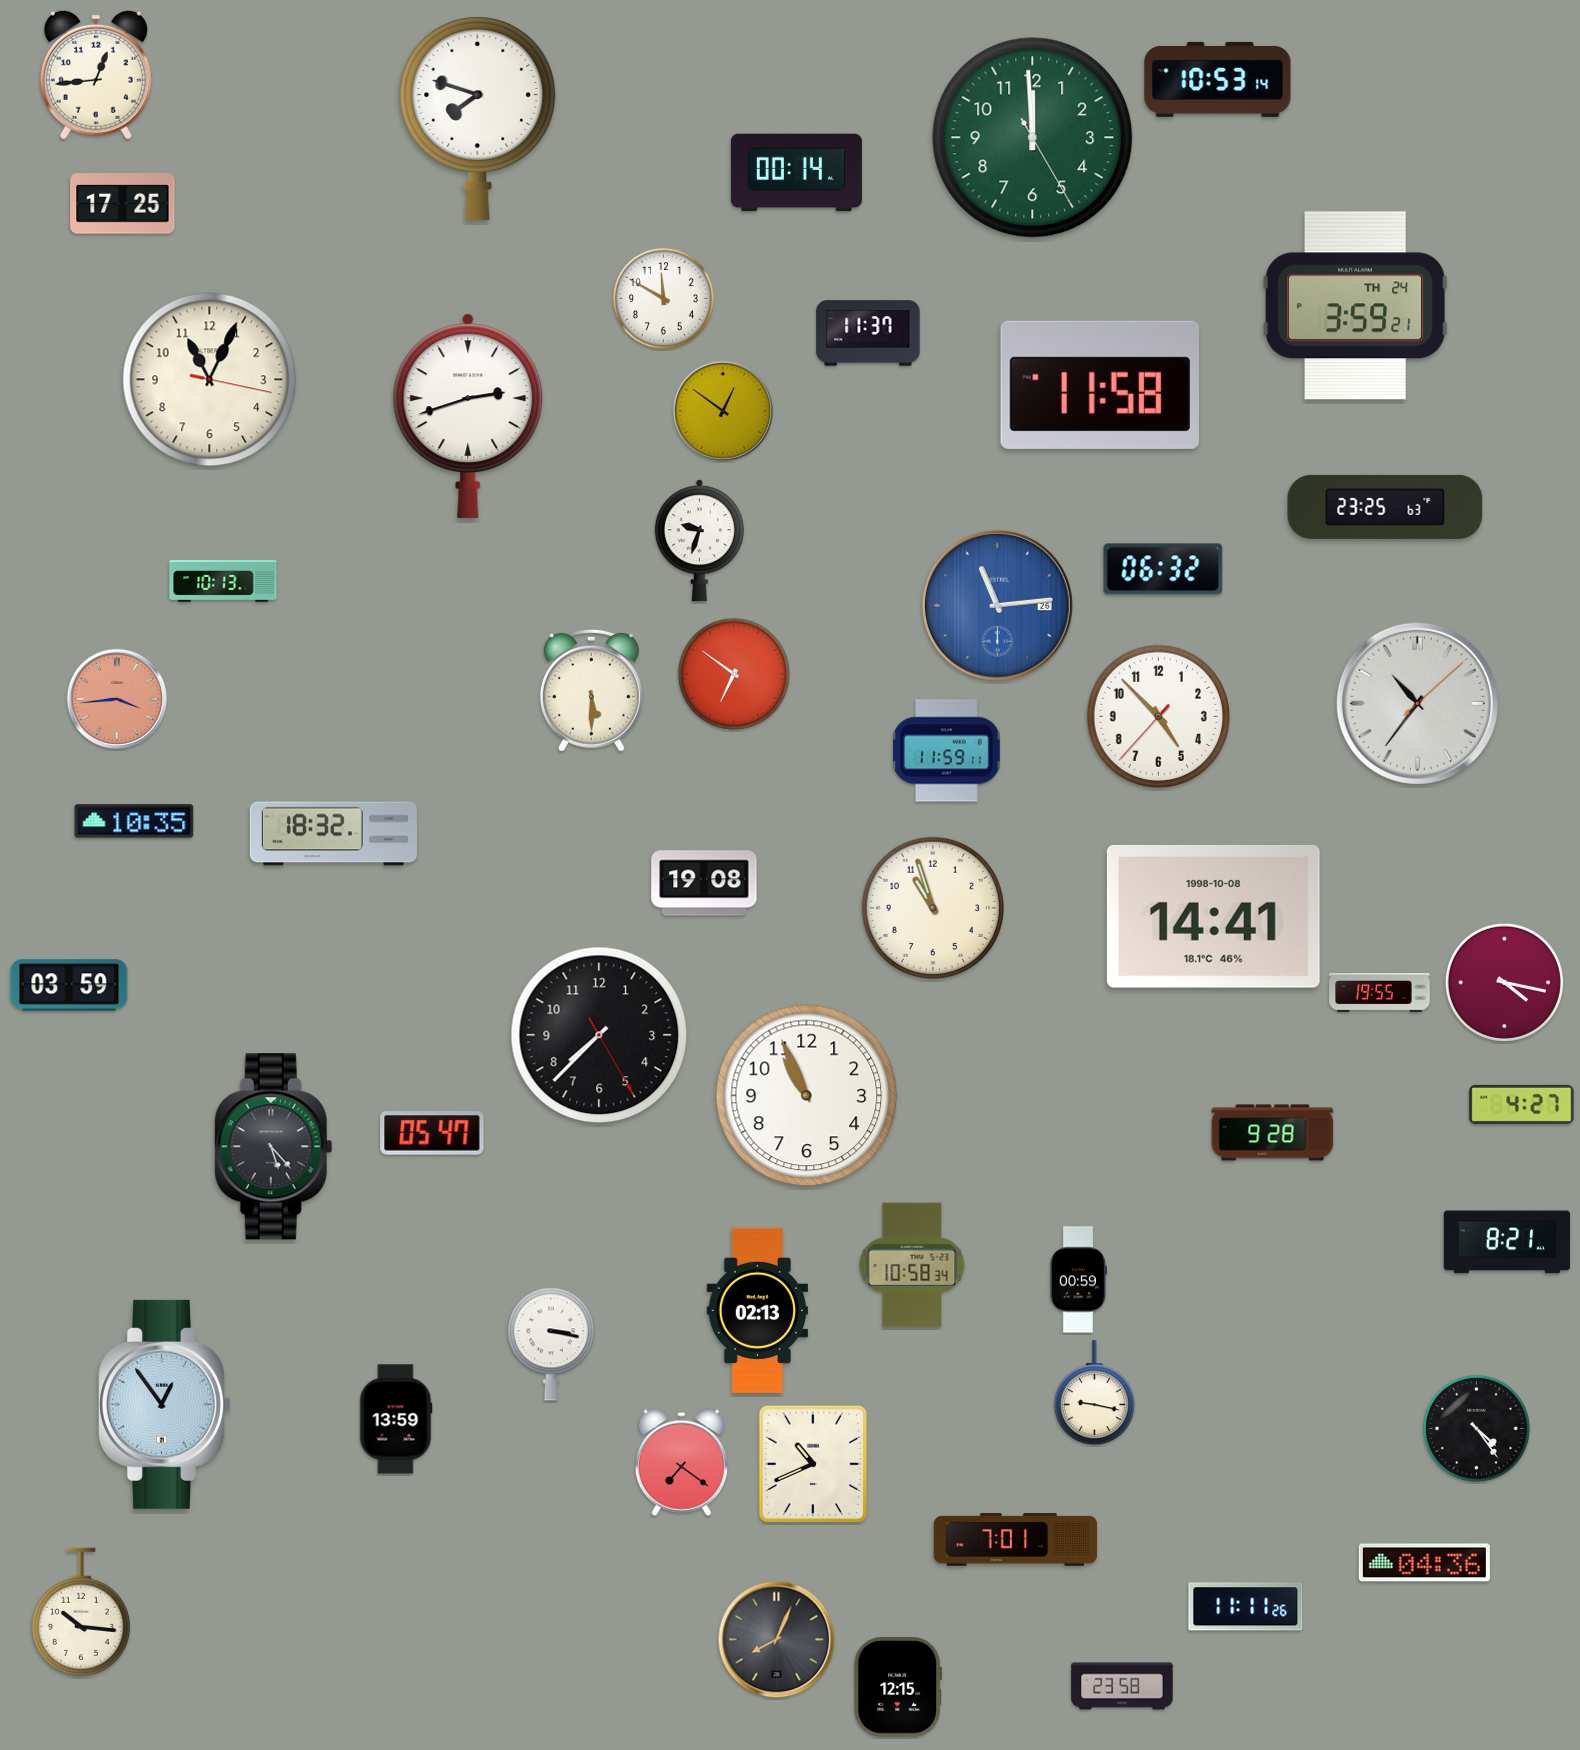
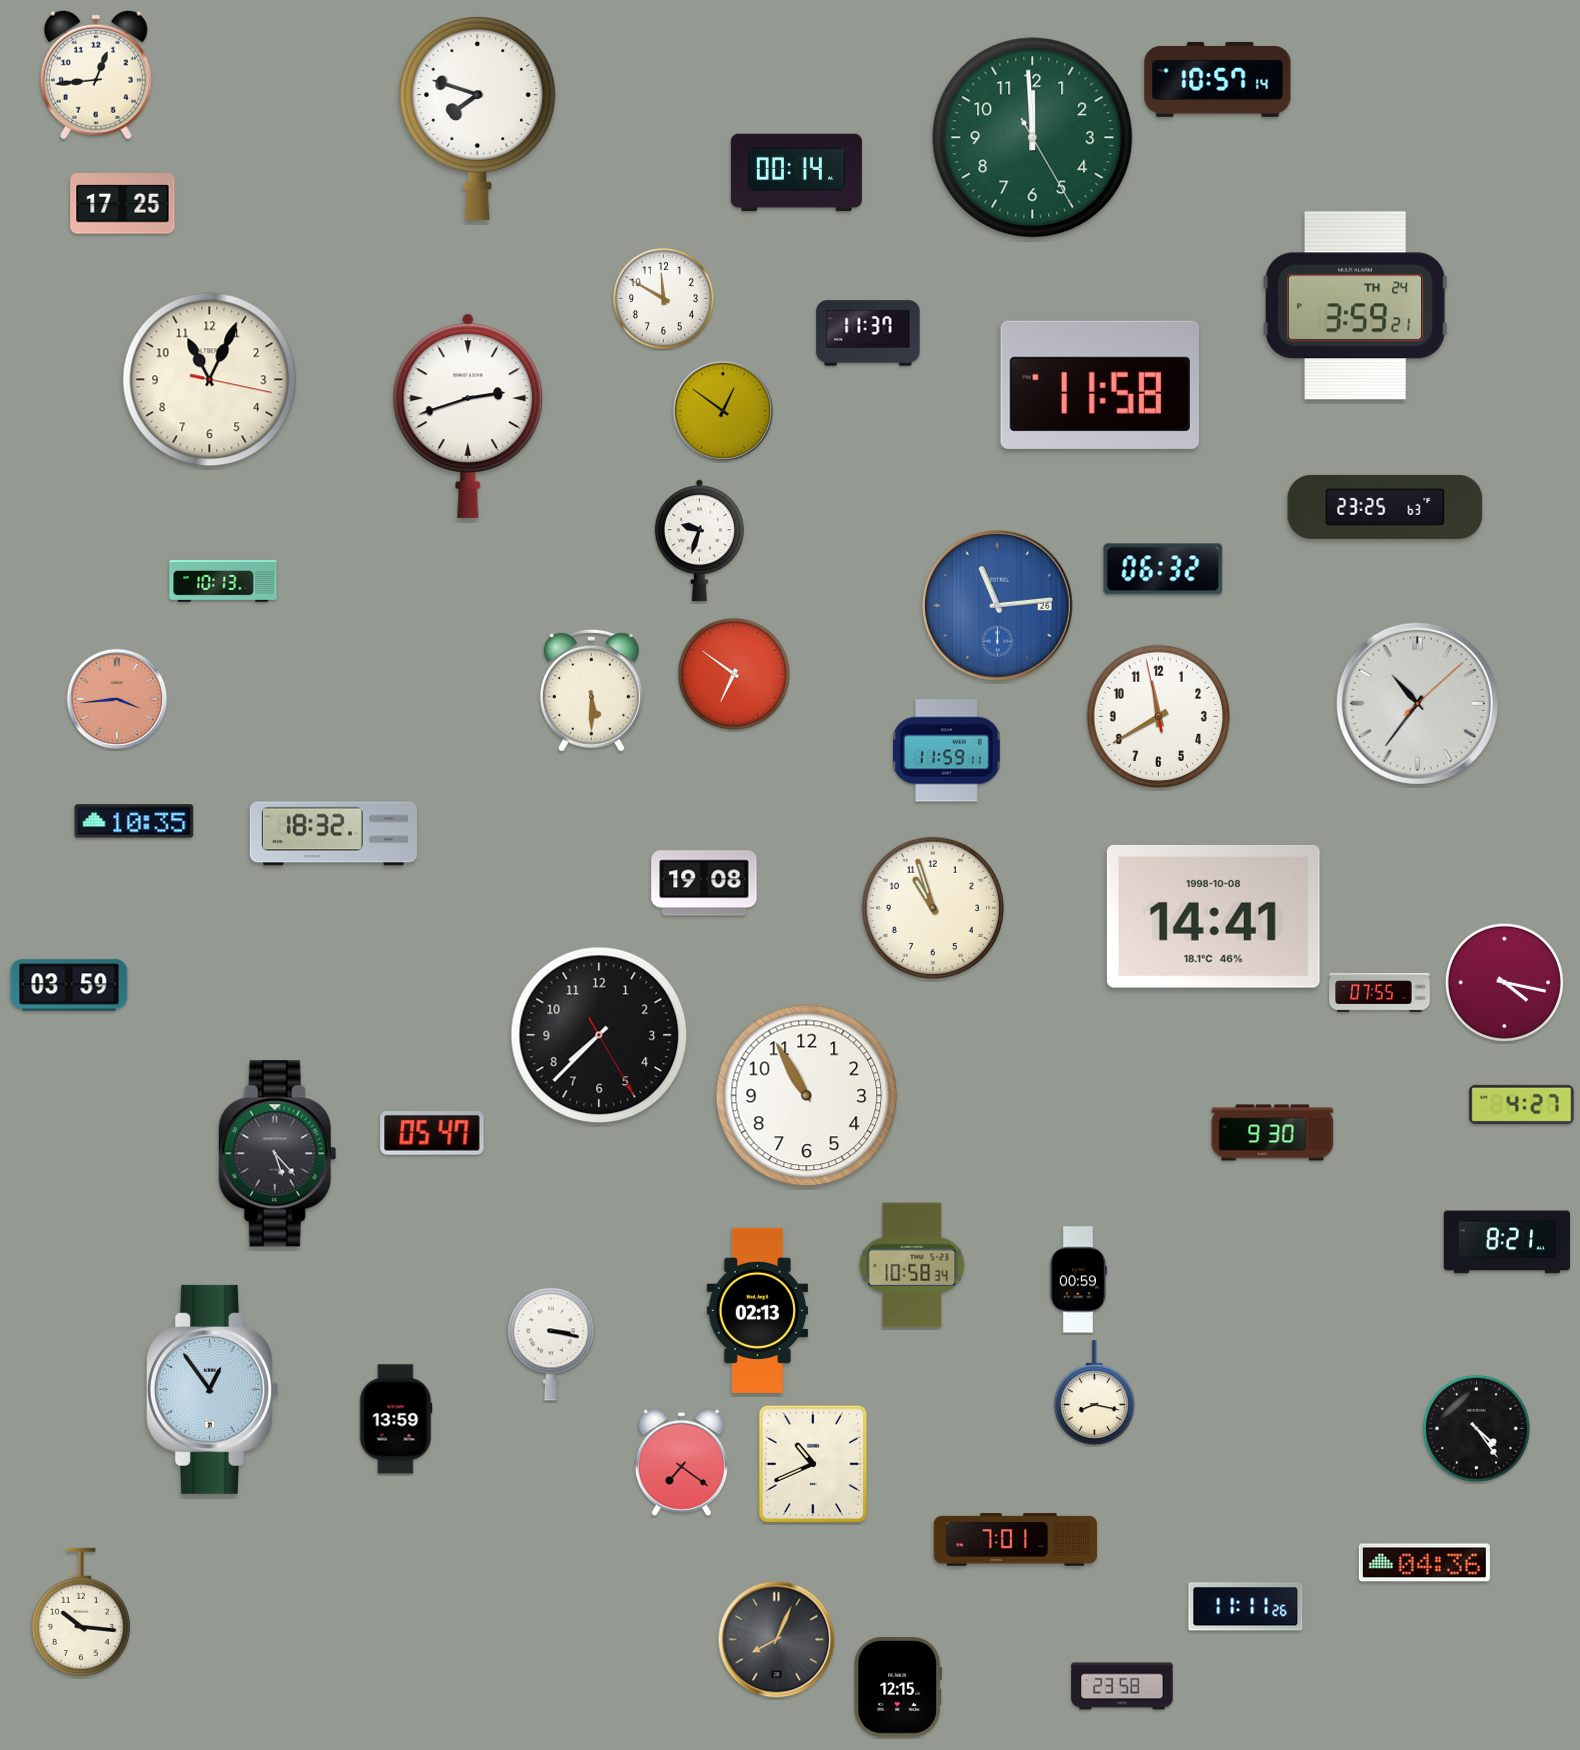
clock at (1218, 79): 10:53 -> 10:57
clock at (1158, 716): 4:52 -> 11:39
clock at (1380, 993): 19:55 -> 07:55
clock at (807, 1096): 10:56 -> 10:55
clock at (1273, 1133): 9:28 -> 9:30
clock at (274, 1147) position: (274, 1147) -> (278, 1154)
clock at (1094, 1393): 9:17 -> 8:17
clock at (164, 1404) position: (164, 1404) -> (212, 1389)
